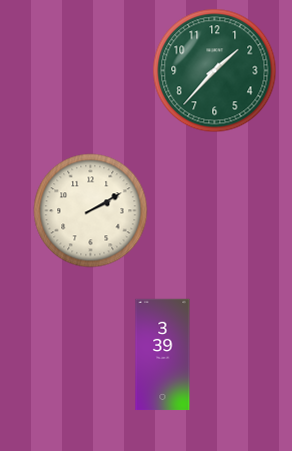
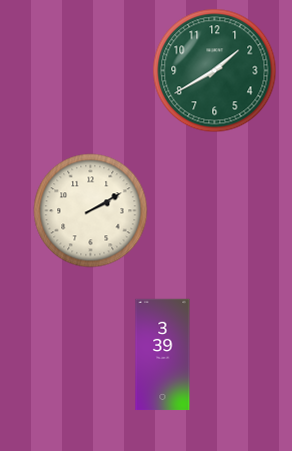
clock at (215, 71): 1:37 -> 1:40
